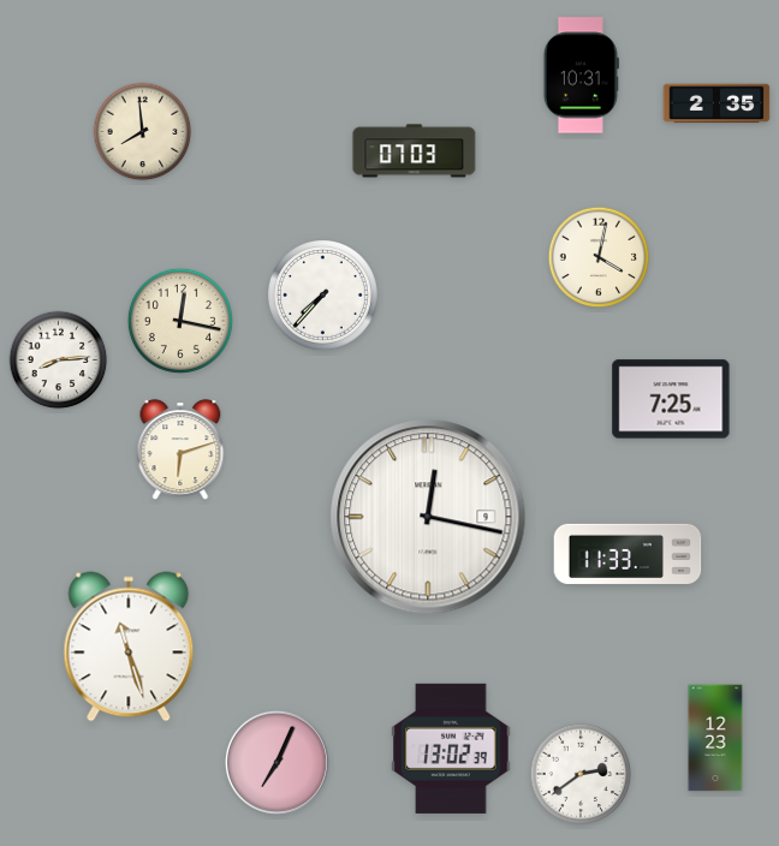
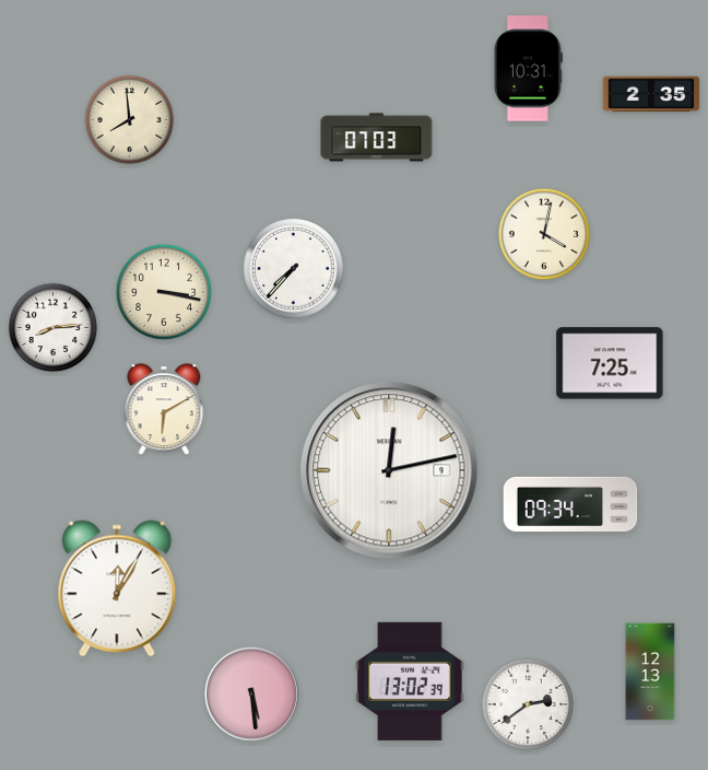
clock at (180, 321): 12:17 -> 3:17
clock at (180, 449): 6:12 -> 6:10
clock at (428, 517): 12:17 -> 12:13
clock at (628, 554): 11:33 -> 09:34
clock at (129, 647): 11:27 -> 12:05
clock at (715, 738): 12:23 -> 12:13
clock at (276, 762): 7:04 -> 5:29
